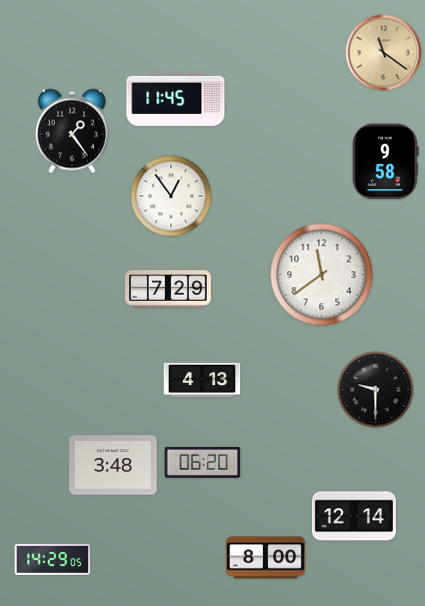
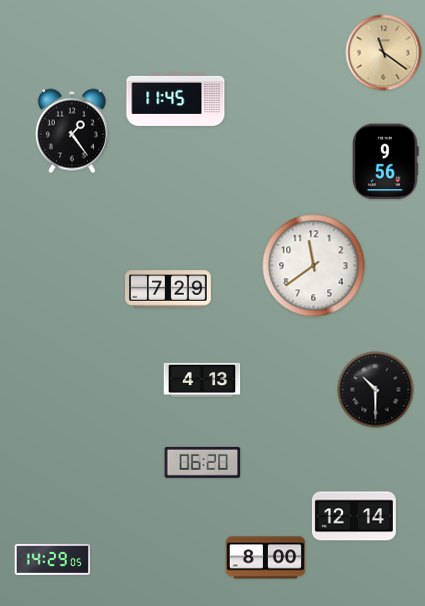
clock at (386, 162): 9:58 -> 9:56
clock at (171, 196): 12:54 -> none
clock at (322, 275) position: (322, 275) -> (314, 266)
clock at (376, 390): 9:30 -> 10:30
clock at (113, 465): 3:48 -> none
